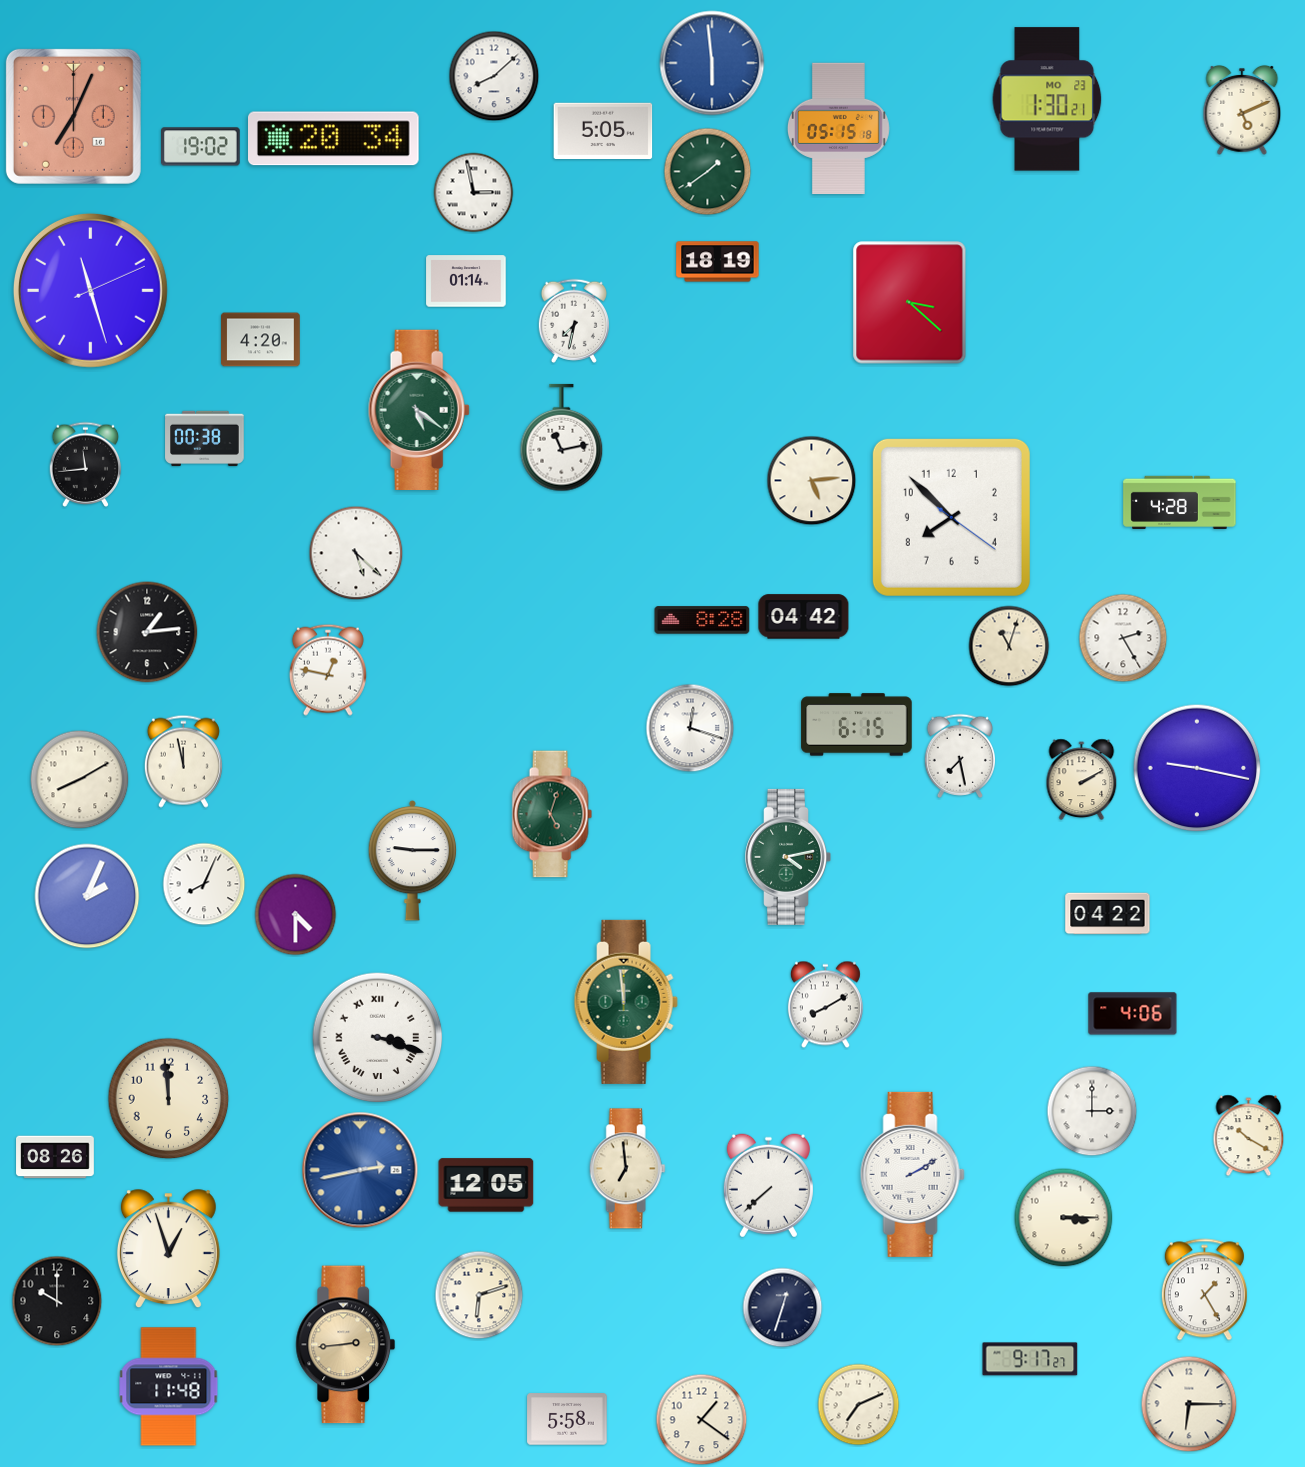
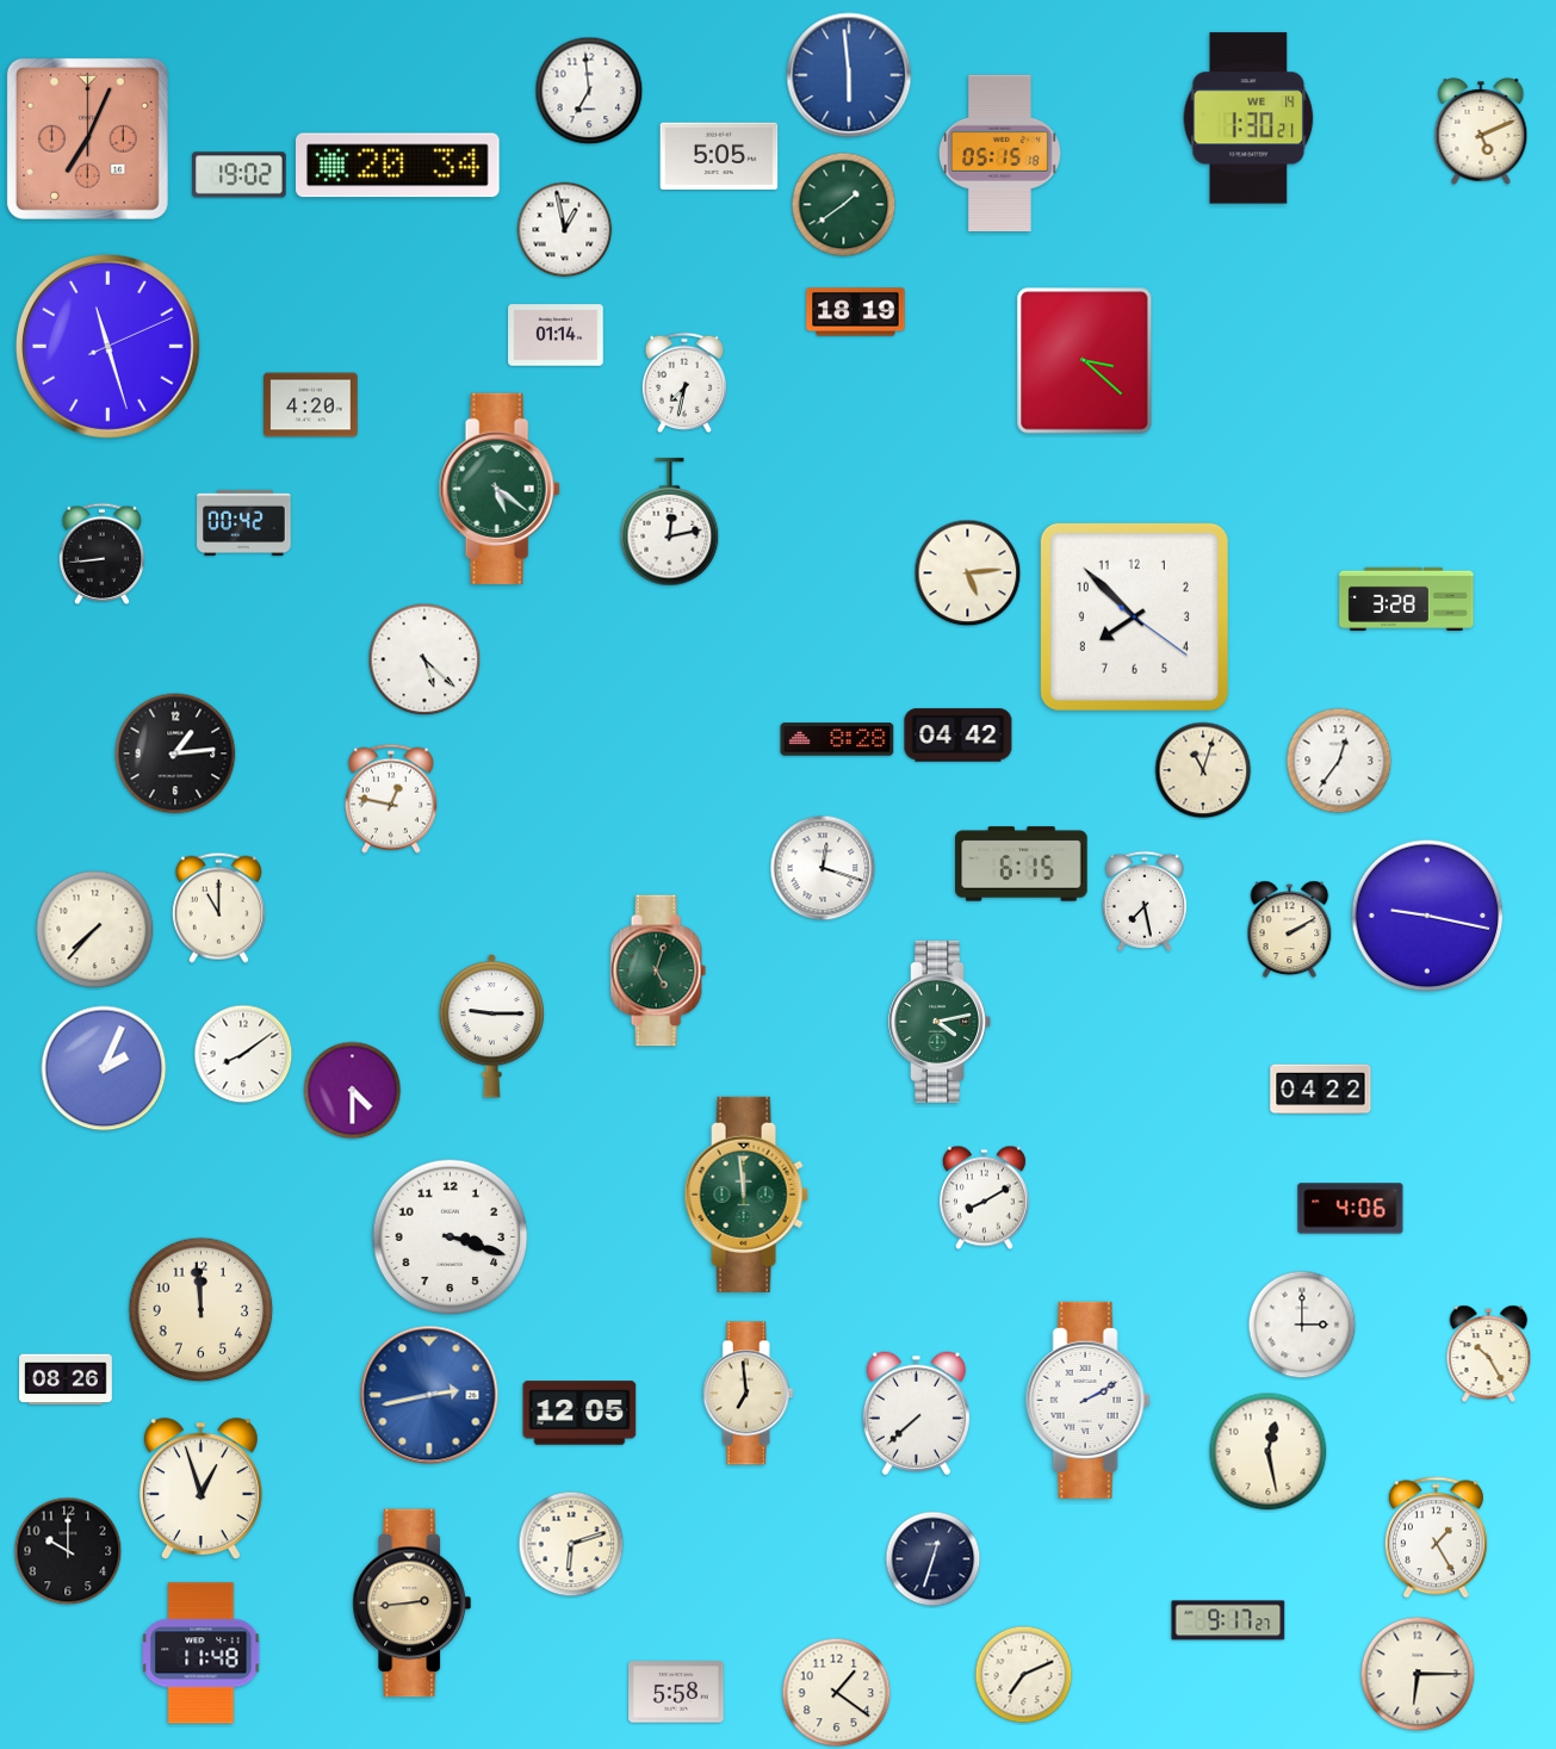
clock at (494, 76): 8:08 -> 6:59
clock at (1047, 99) date: MO 23 -> WE 14
clock at (474, 193): 2:58 -> 12:58
clock at (562, 438): 11:13 -> 12:13
clock at (205, 439): 00:38 -> 00:42
clock at (86, 464): 11:44 -> 8:44
clock at (1180, 502): 4:28 -> 3:28
clock at (1123, 638): 2:25 -> 12:36
clock at (183, 761): 11:58 -> 11:00
clock at (80, 780): 8:10 -> 7:37
clock at (204, 884): 8:04 -> 8:09
clock at (378, 1038) numerals: Roman -> Arabic
clock at (1249, 1136): 10:20 -> 10:25
clock at (1064, 1218): 3:15 -> 12:28
